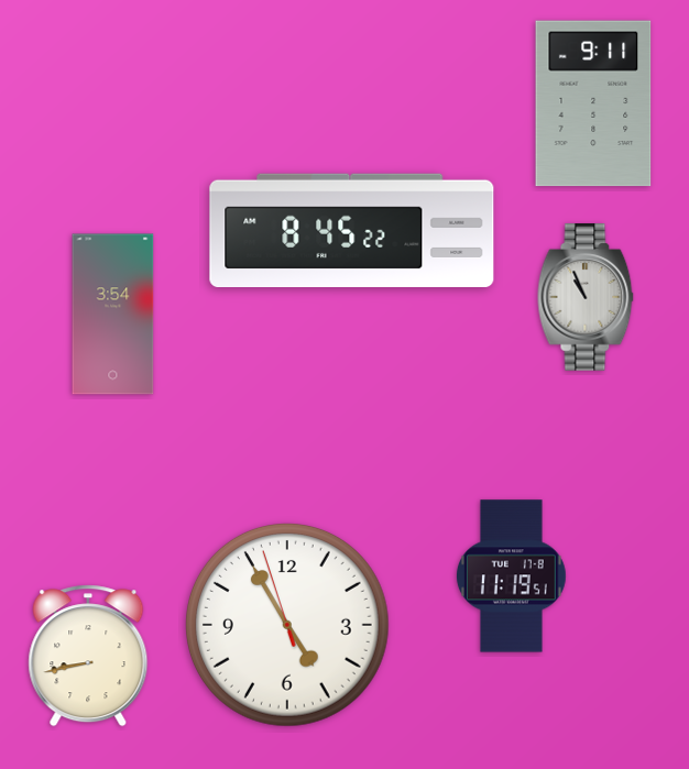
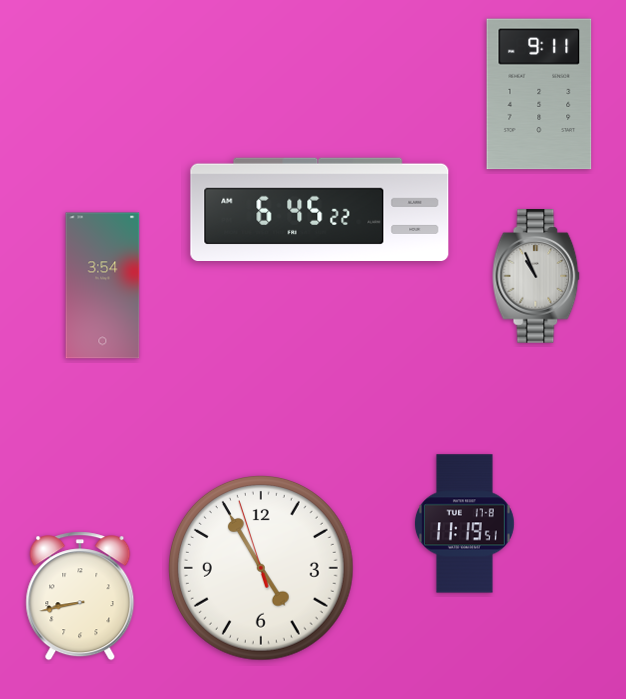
clock at (352, 230): 8:45 -> 6:45
clock at (586, 297) position: (586, 297) -> (536, 276)
